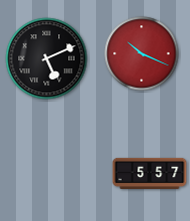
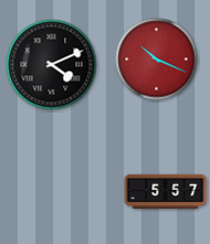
clock at (47, 59): 5:11 -> 4:11
